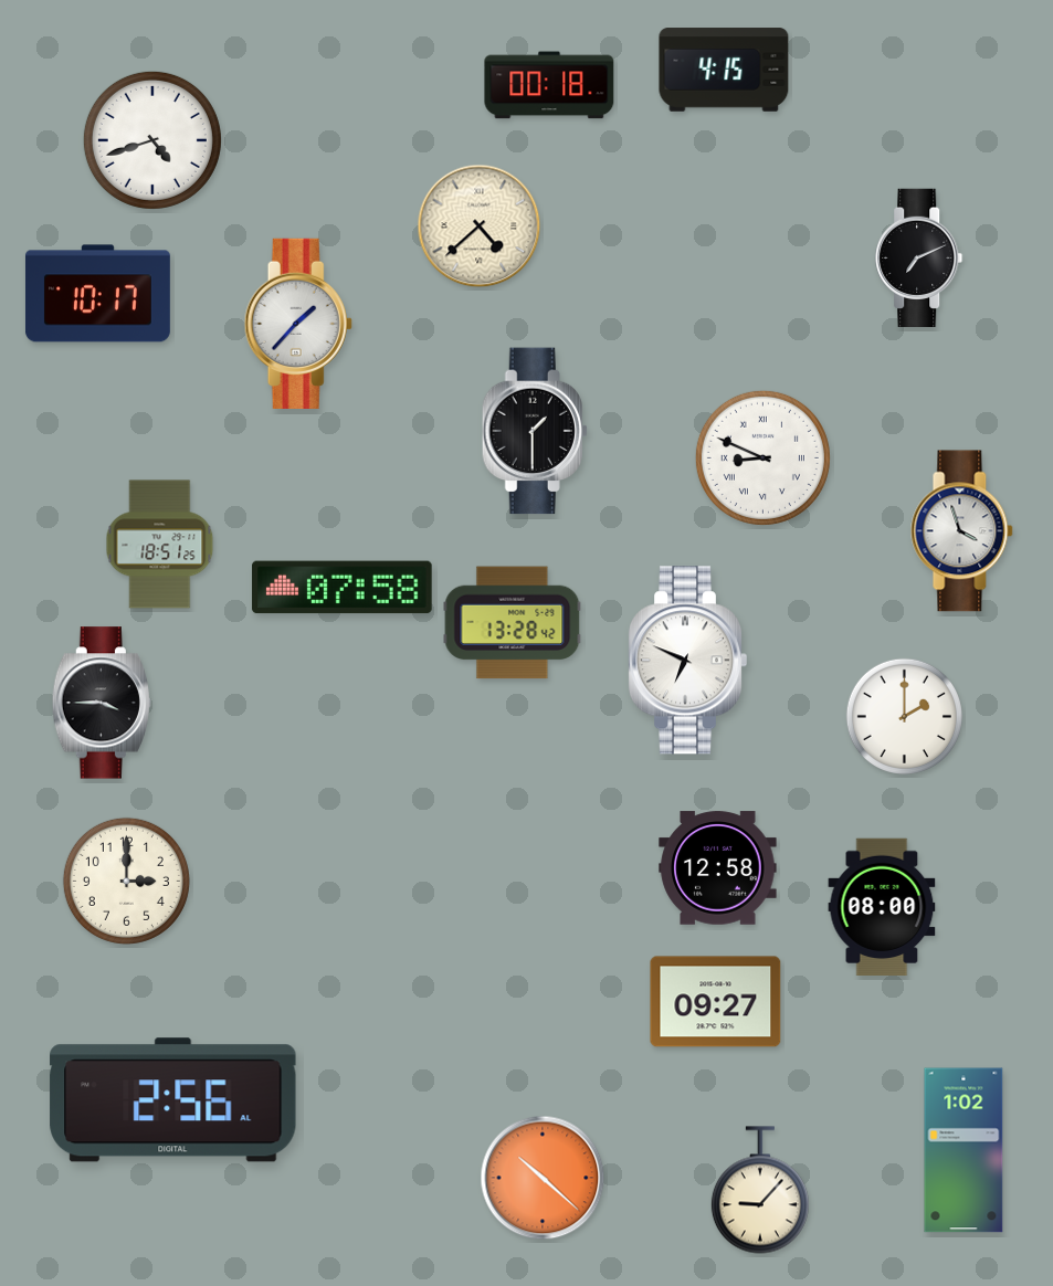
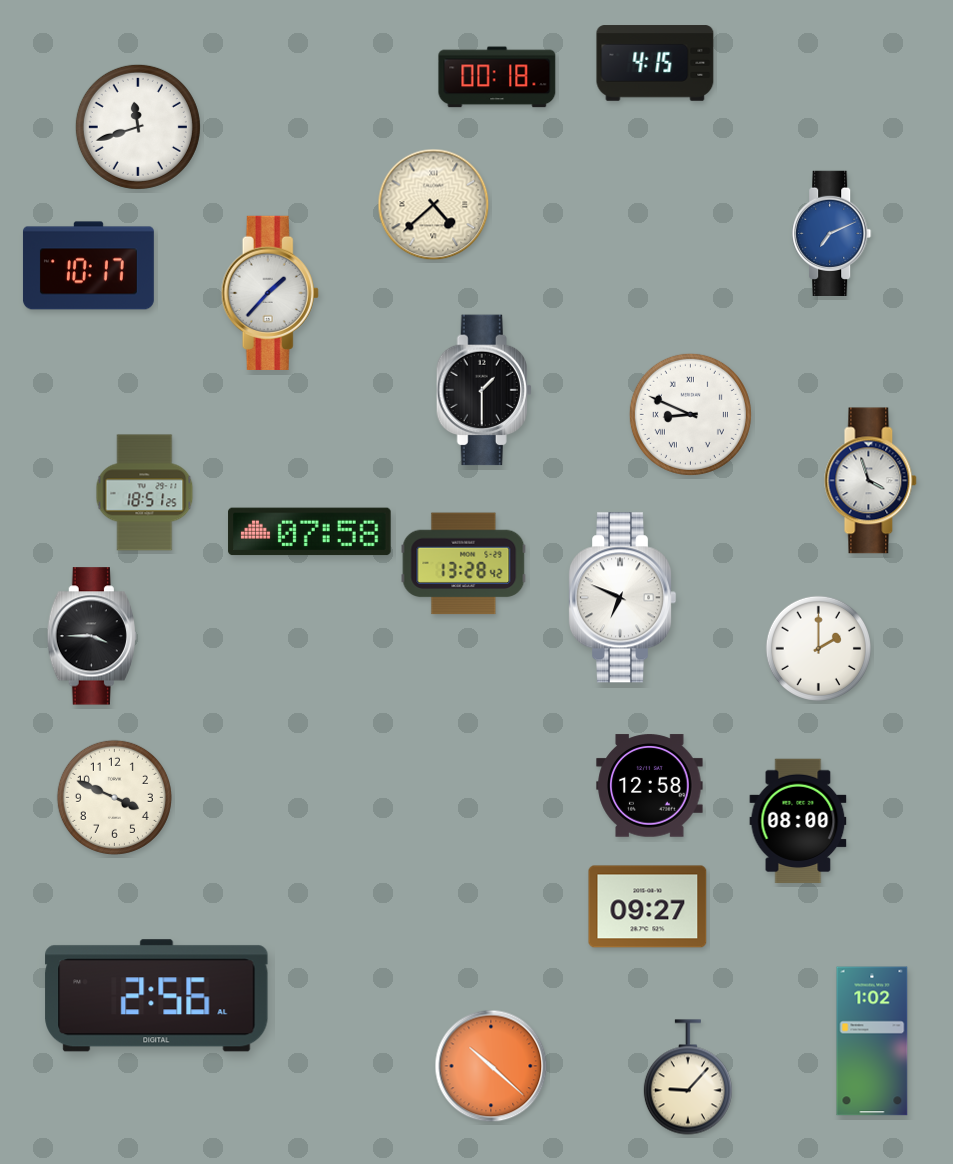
clock at (152, 140): 4:42 -> 11:42
clock at (919, 257) dial: black -> blue
clock at (126, 881): 3:00 -> 3:49
